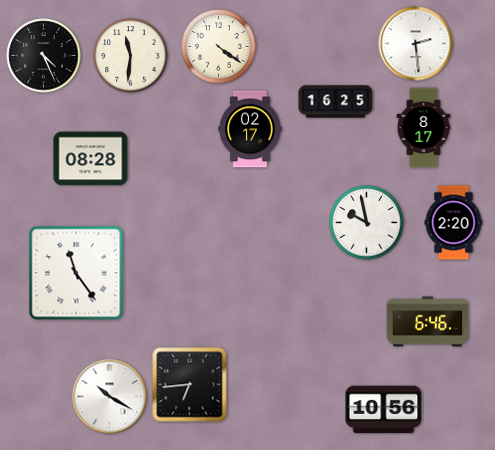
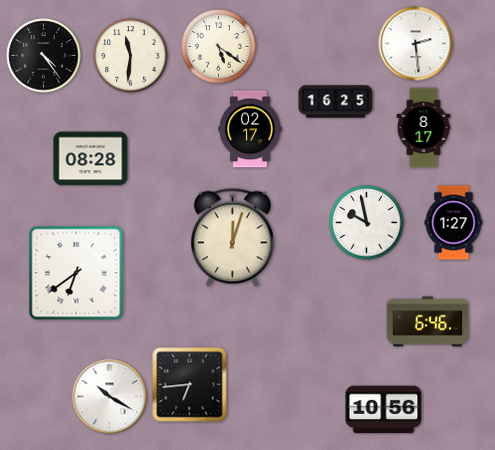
clock at (219, 47): 4:21 -> 5:21
clock at (44, 56): 4:26 -> 4:24
clock at (454, 223): 2:20 -> 1:27
clock at (232, 238): none -> 12:03
clock at (76, 273): 11:24 -> 6:39
